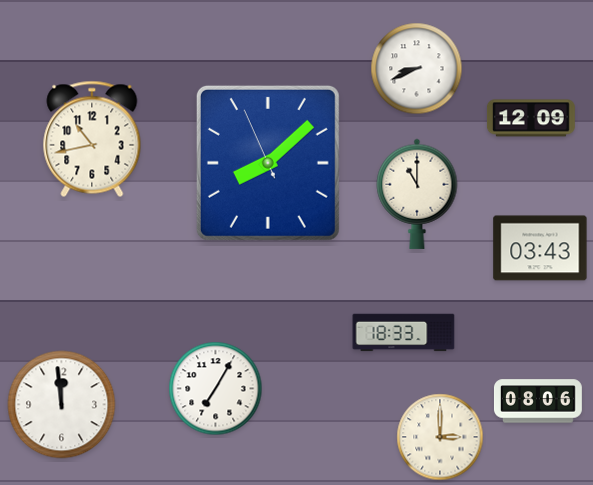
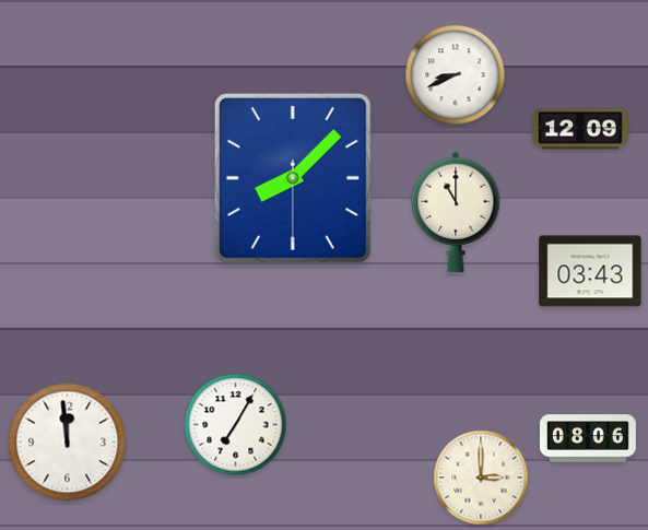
clock at (92, 139): 10:43 -> none
clock at (268, 163): 8:07:56 -> 8:07:30
clock at (404, 333): 18:33 -> none
